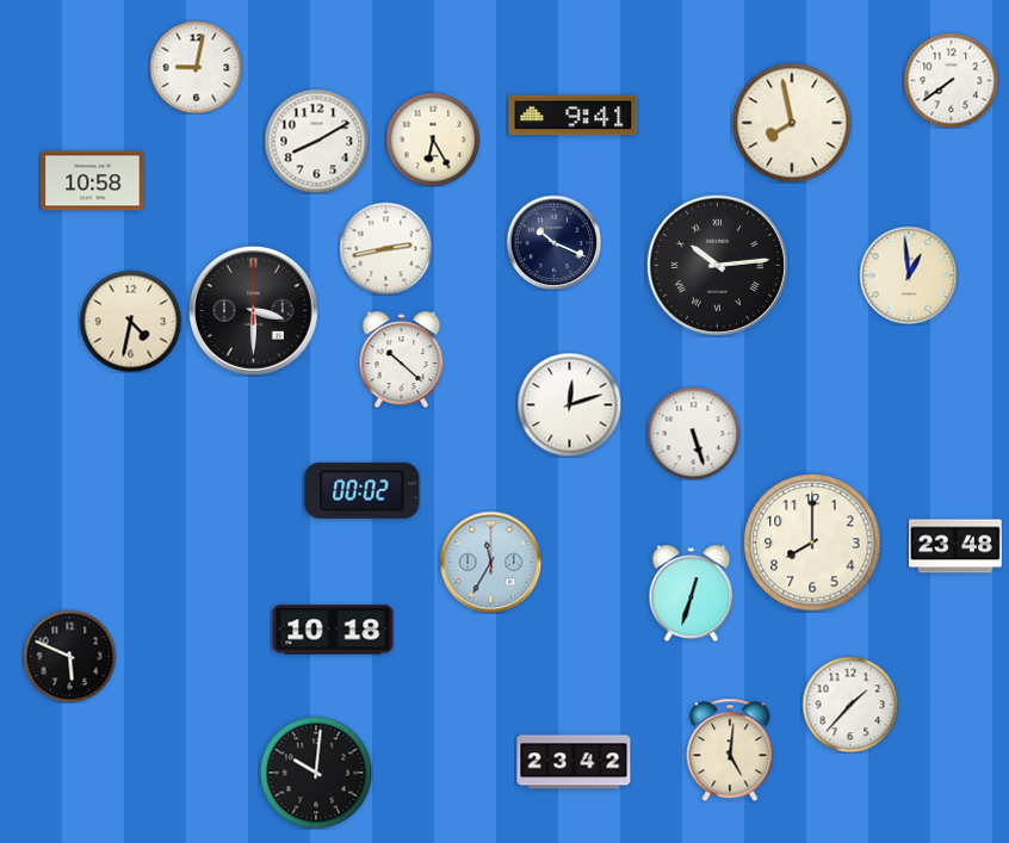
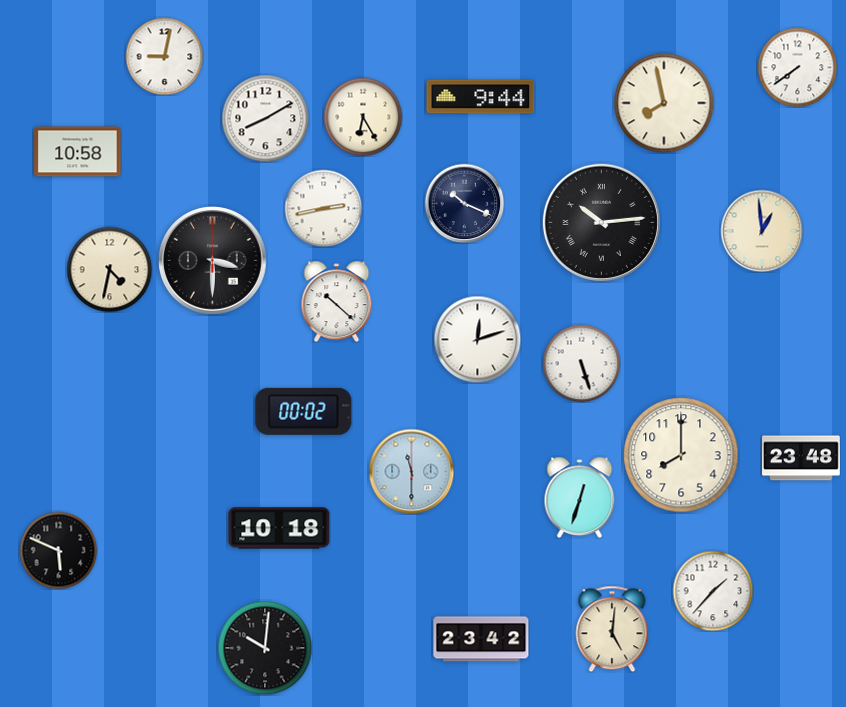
clock at (574, 116): 9:41 -> 9:44
clock at (490, 562): 11:35 -> 11:30
